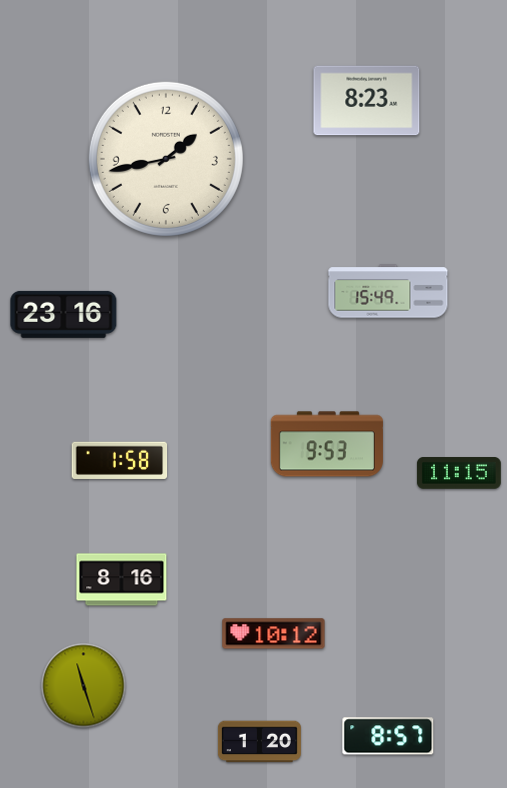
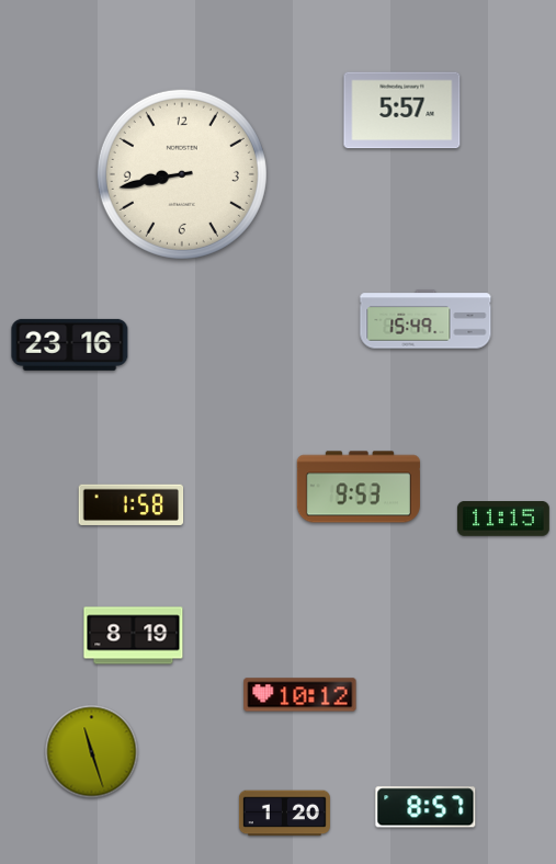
clock at (367, 101): 8:23 -> 5:57
clock at (166, 159): 1:43 -> 8:43
clock at (122, 580): 8:16 -> 8:19
